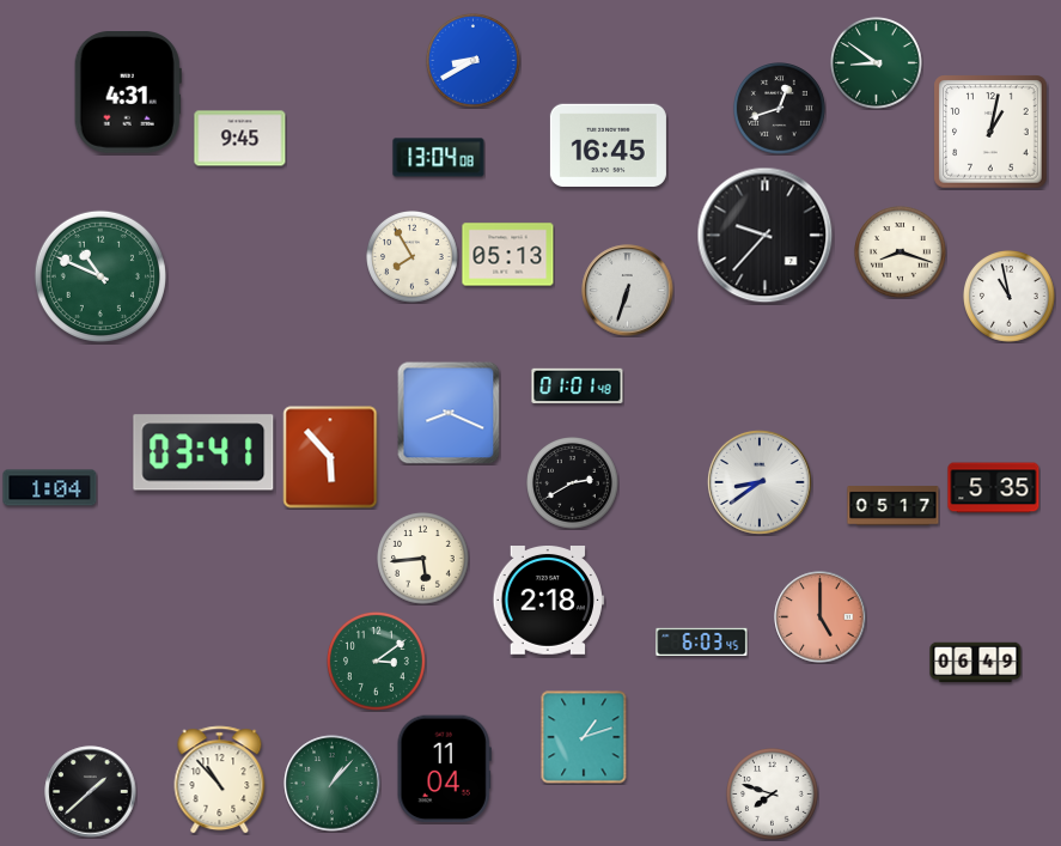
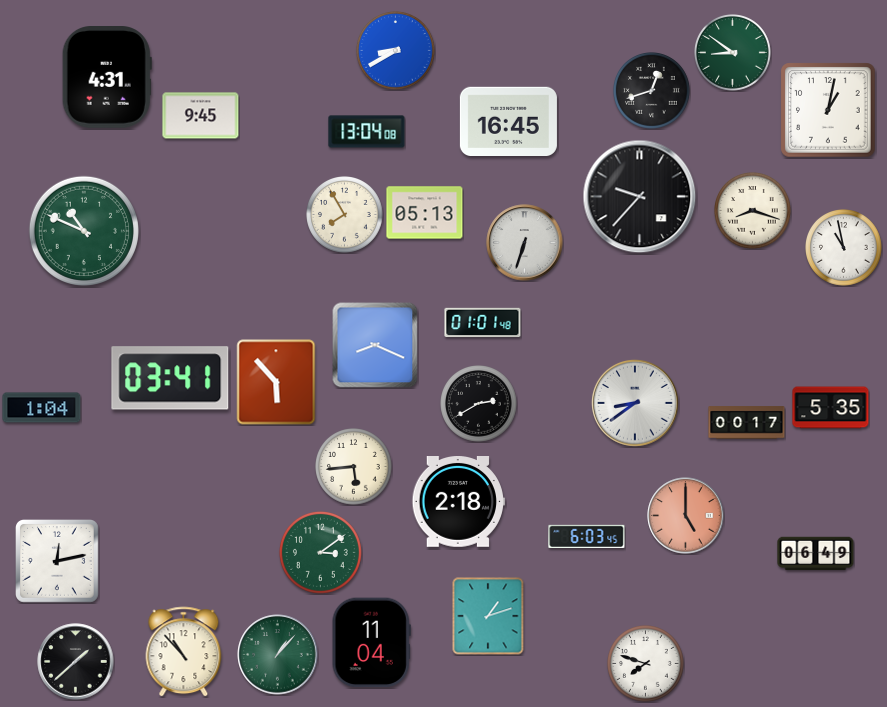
clock at (894, 506): 05:17 -> 00:17
clock at (376, 661) position: (376, 661) -> (320, 552)
clock at (58, 562): none -> 12:13
